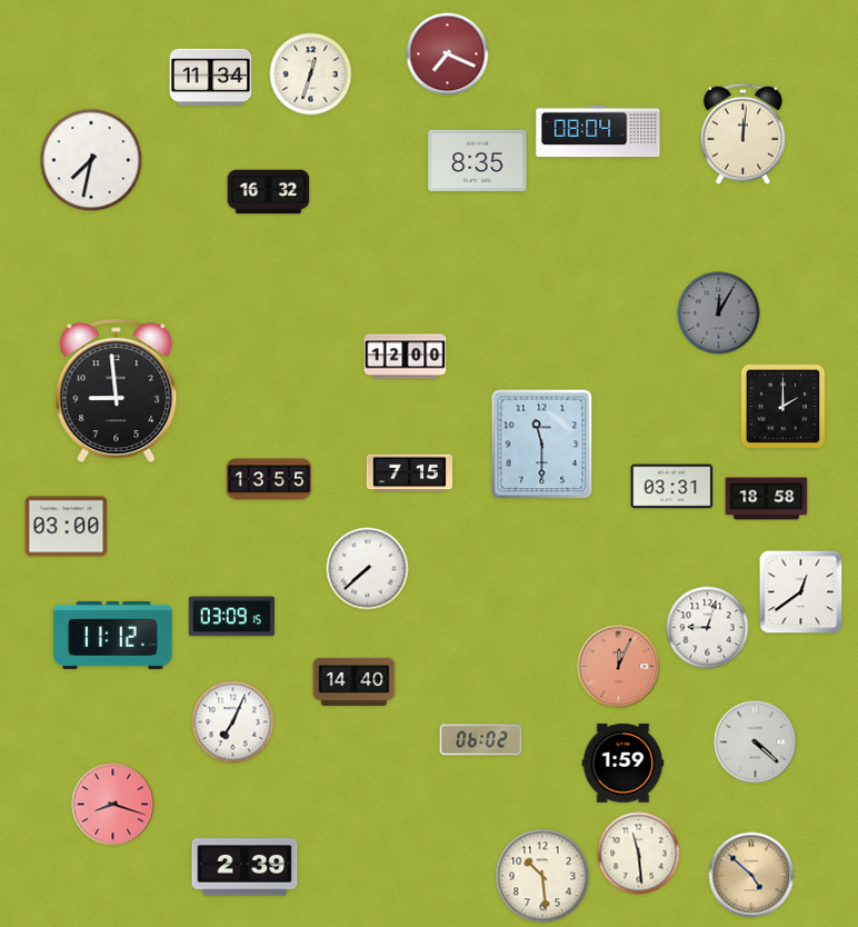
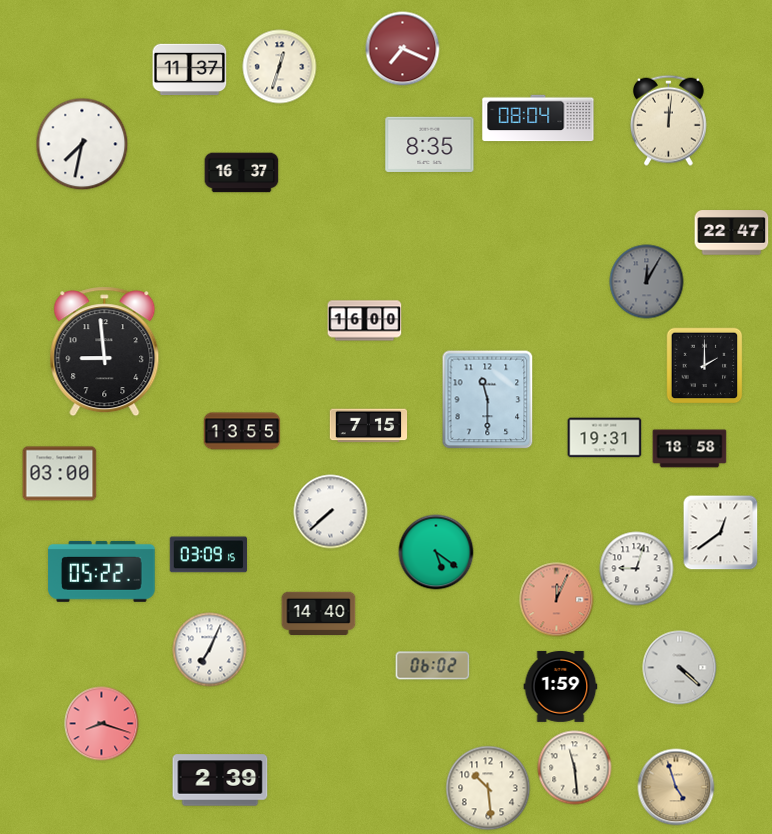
clock at (211, 78): 11:34 -> 11:37
clock at (269, 192): 16:32 -> 16:37
clock at (732, 233): none -> 22:47
clock at (406, 357): 12:00 -> 16:00
clock at (672, 487): 03:31 -> 19:31
clock at (436, 552): none -> 5:21
clock at (708, 628) position: (708, 628) -> (637, 569)
clock at (113, 635): 11:12 -> 05:22
clock at (751, 875): 4:52 -> 4:57
